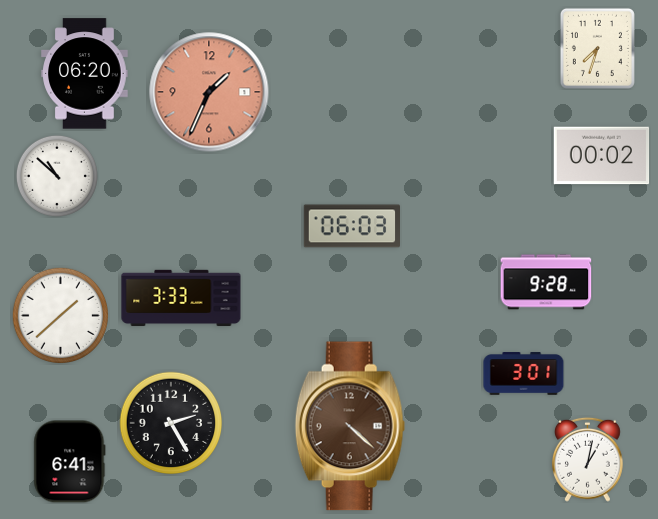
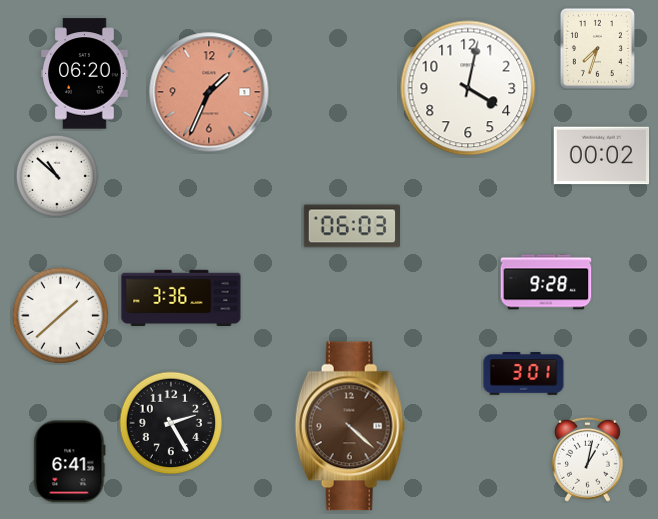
clock at (468, 88): none -> 4:02
clock at (181, 298): 3:33 -> 3:36
